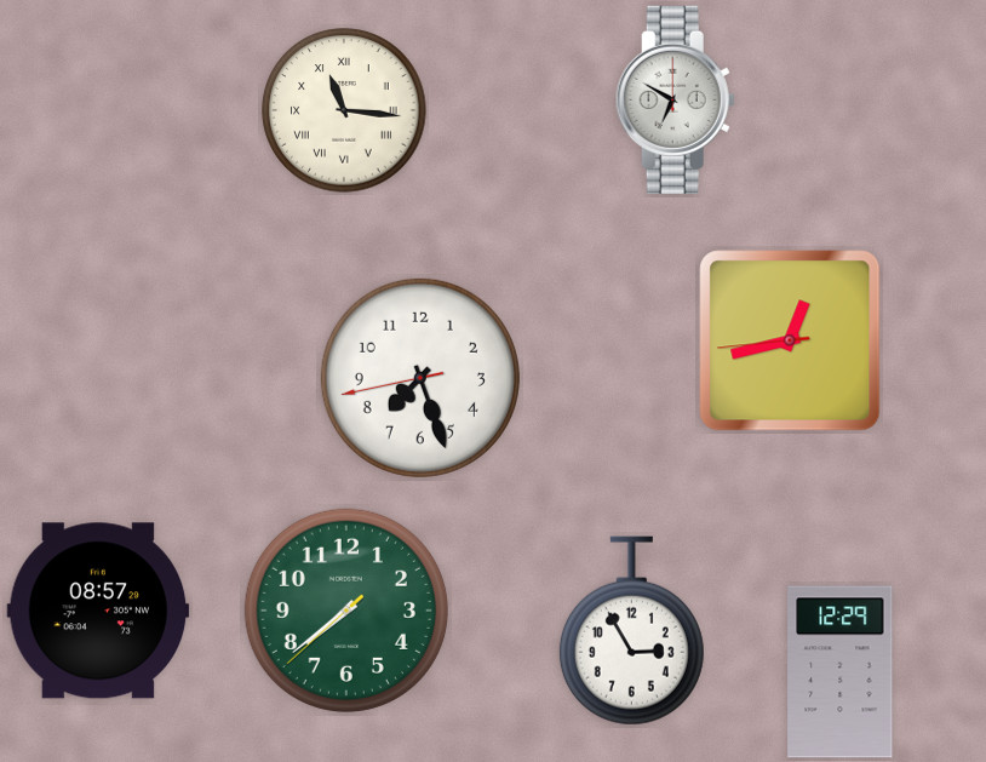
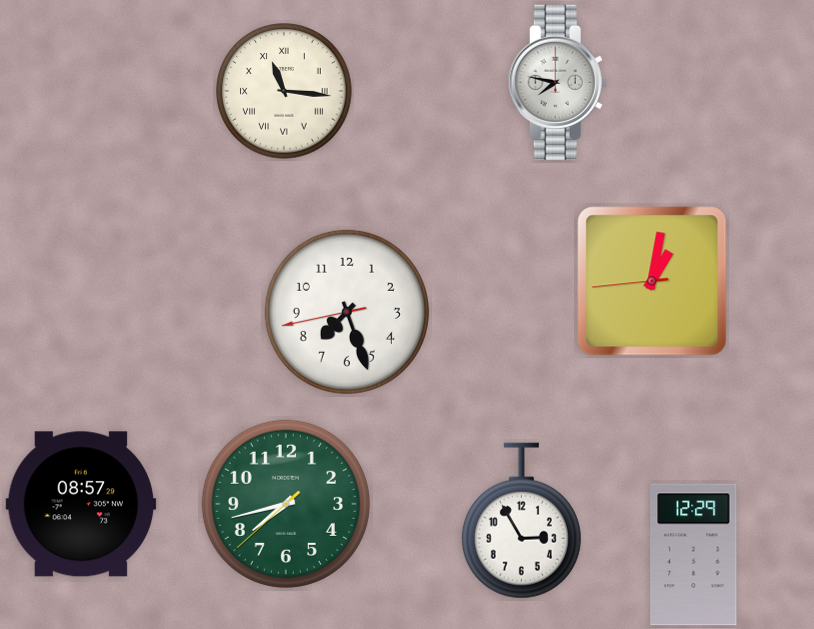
clock at (675, 99): 6:50 -> 7:47
clock at (790, 340): 12:42 -> 1:01
clock at (346, 611): 7:38 -> 7:42
